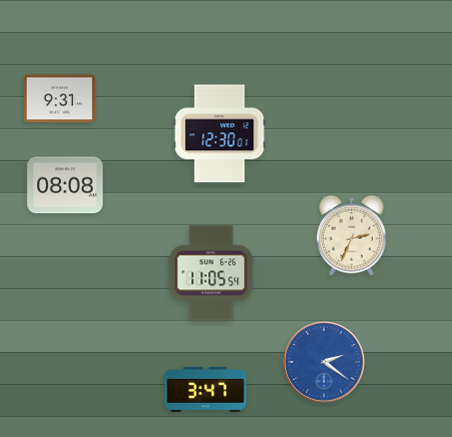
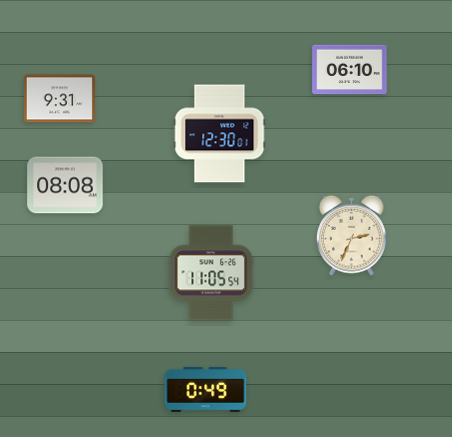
clock at (350, 70): none -> 06:10
clock at (324, 362): 2:21 -> none
clock at (206, 389): 3:47 -> 0:49
